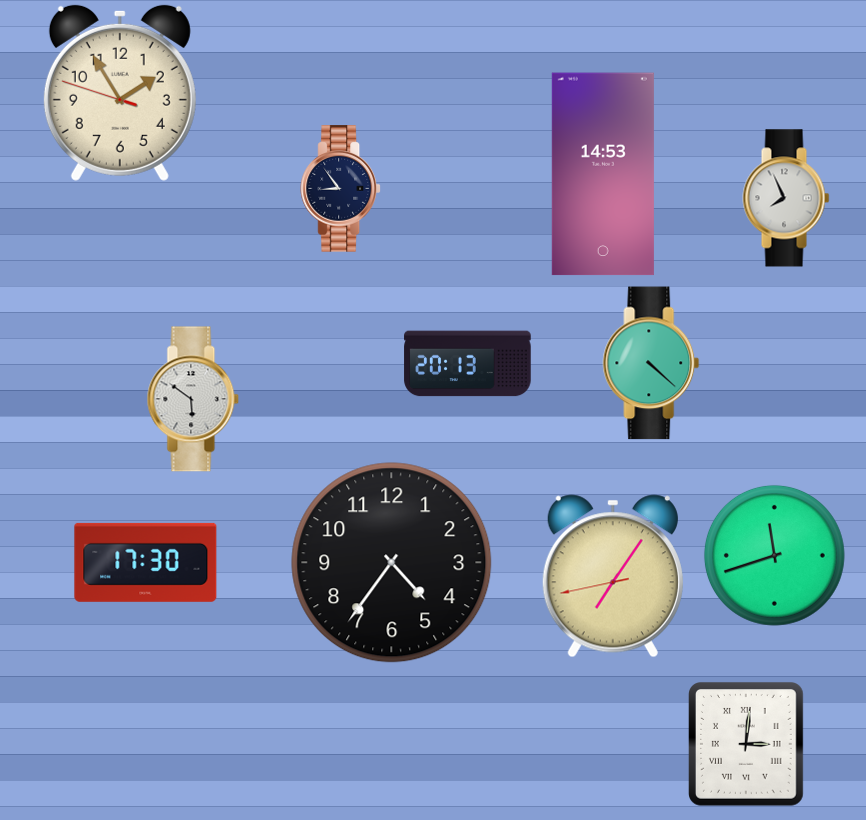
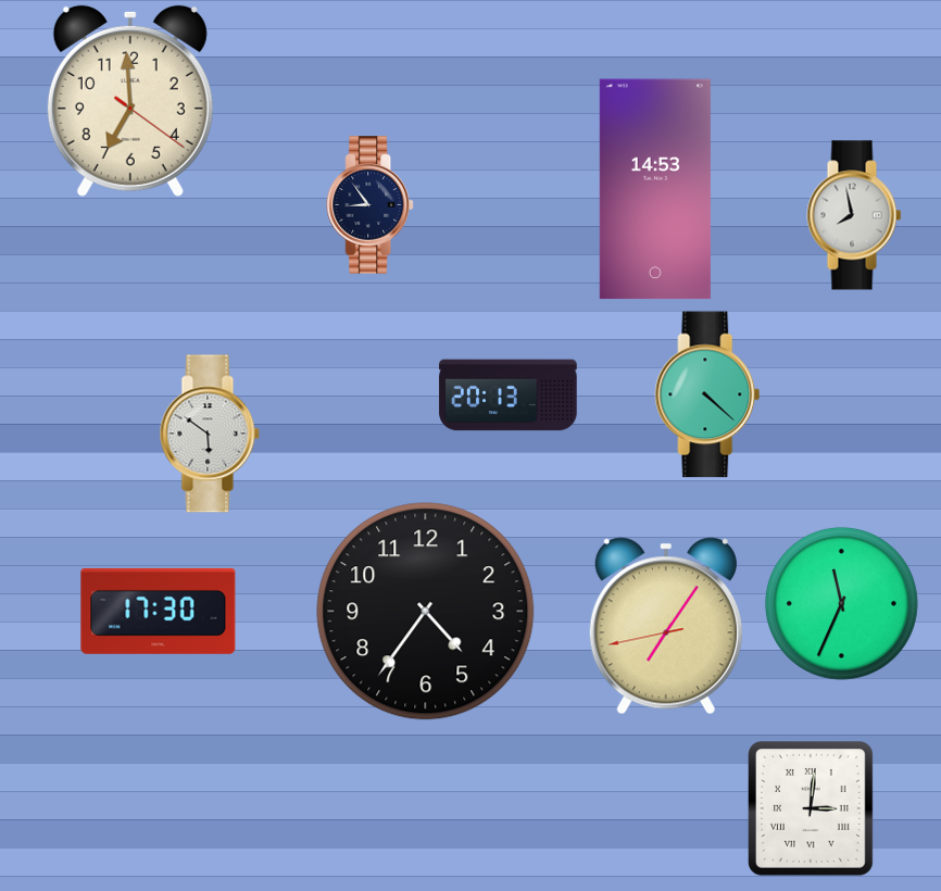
clock at (120, 93): 1:54 -> 6:59
clock at (786, 198): 7:56 -> 7:58
clock at (774, 555): 11:42 -> 11:34
